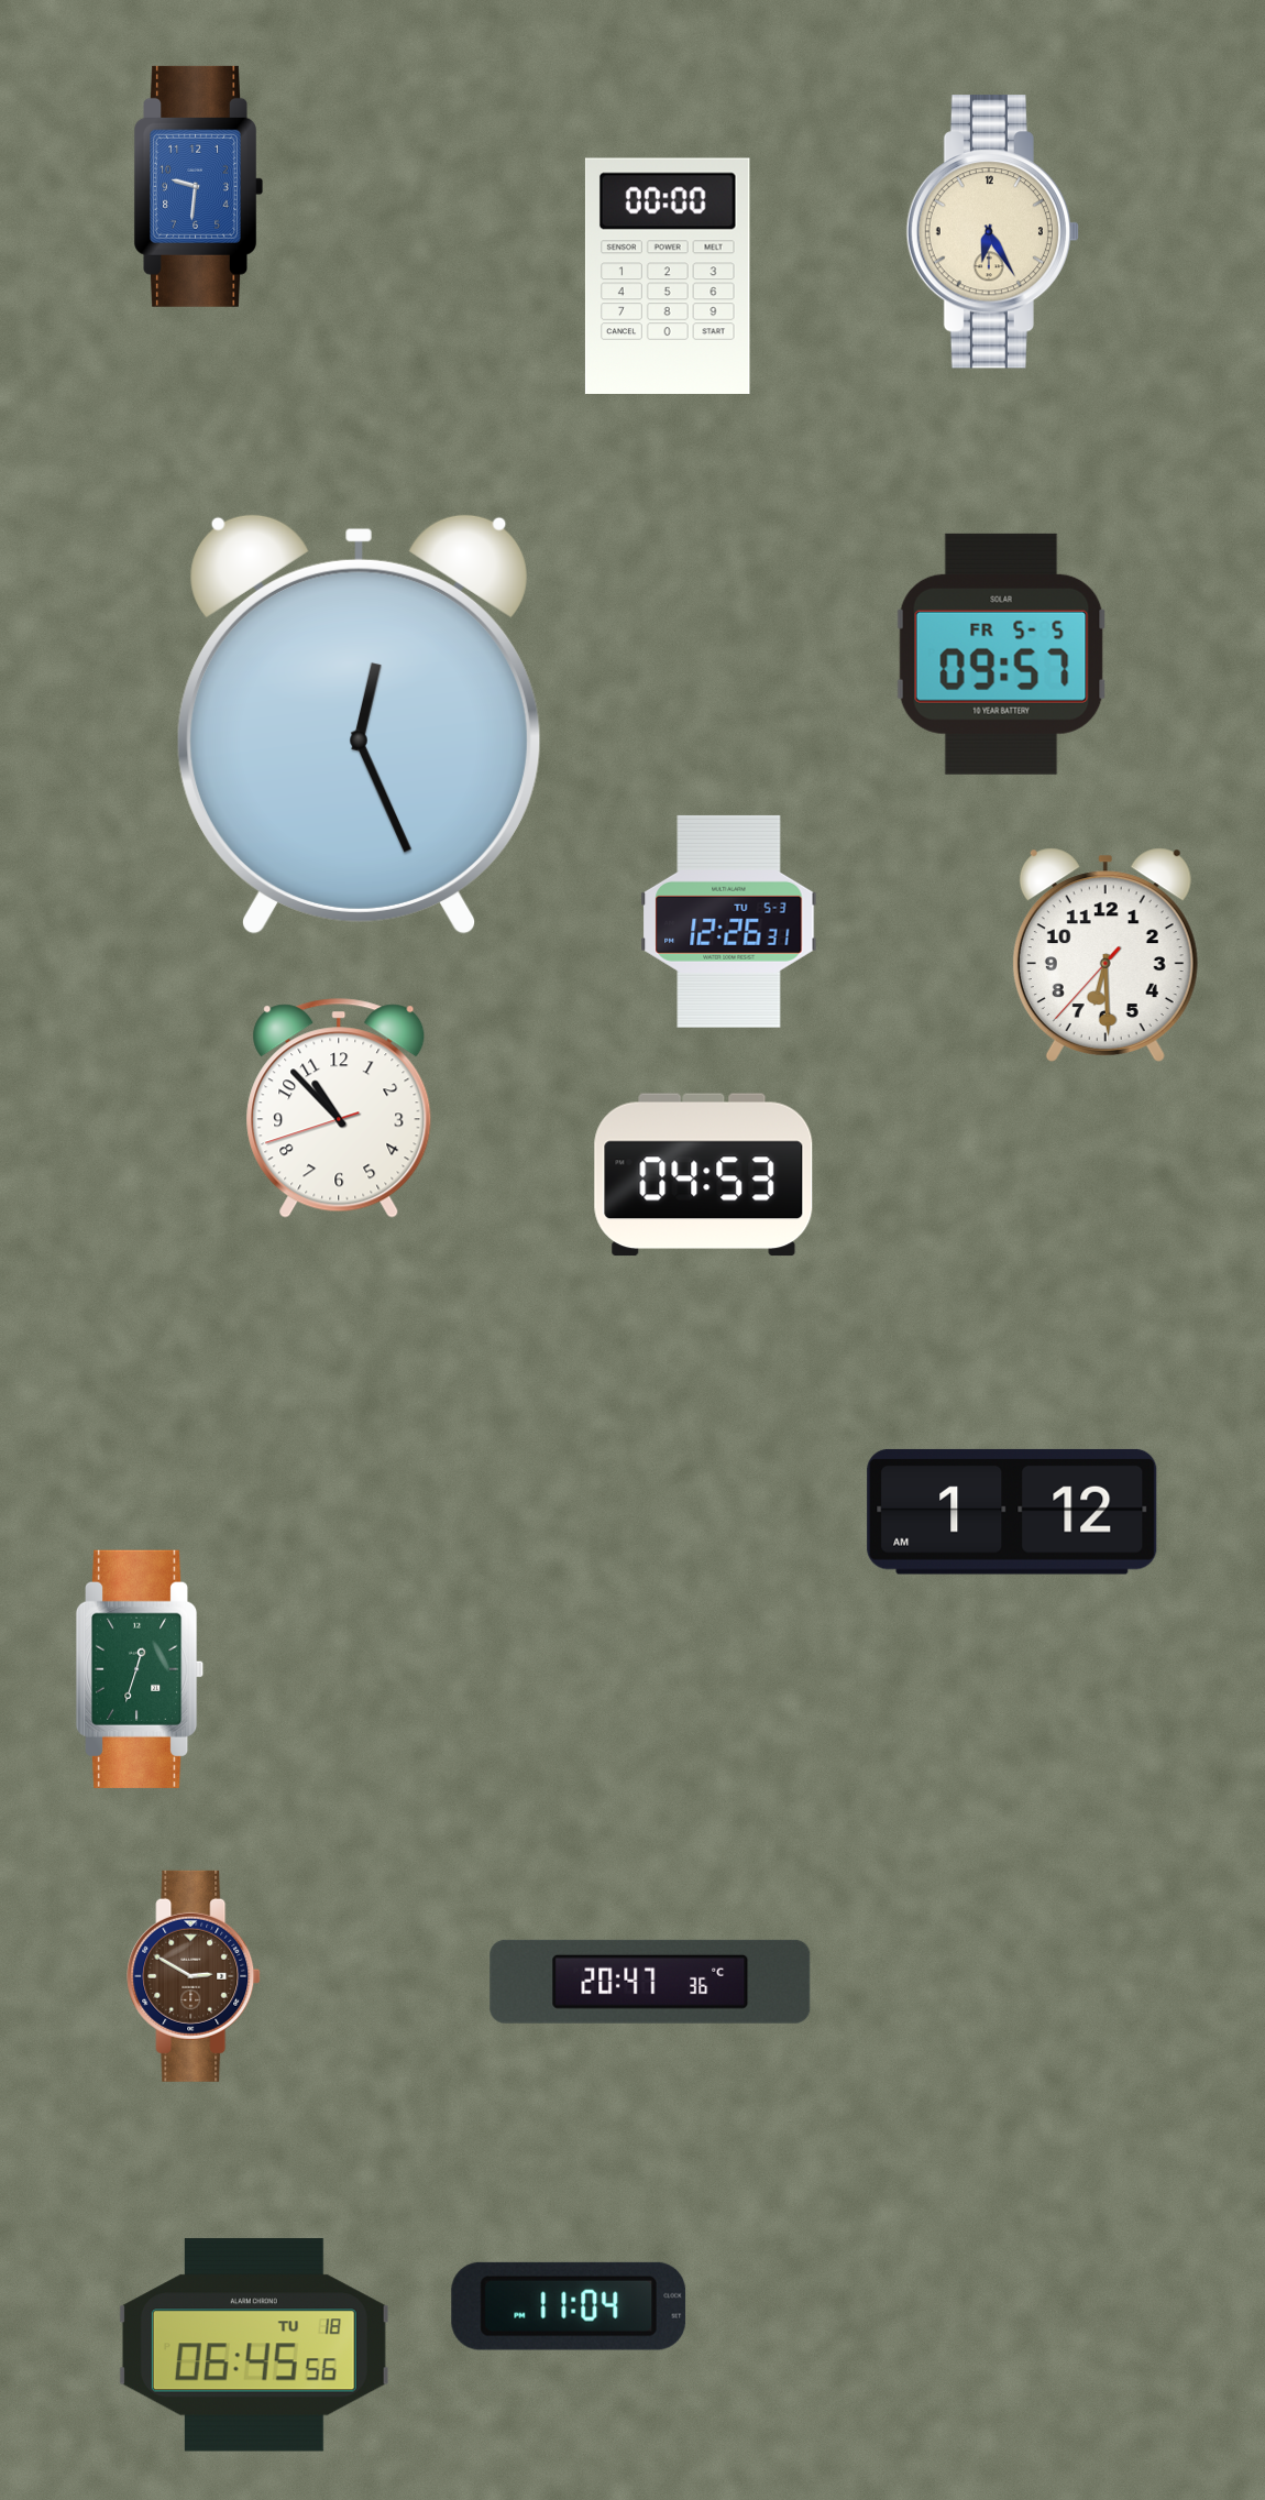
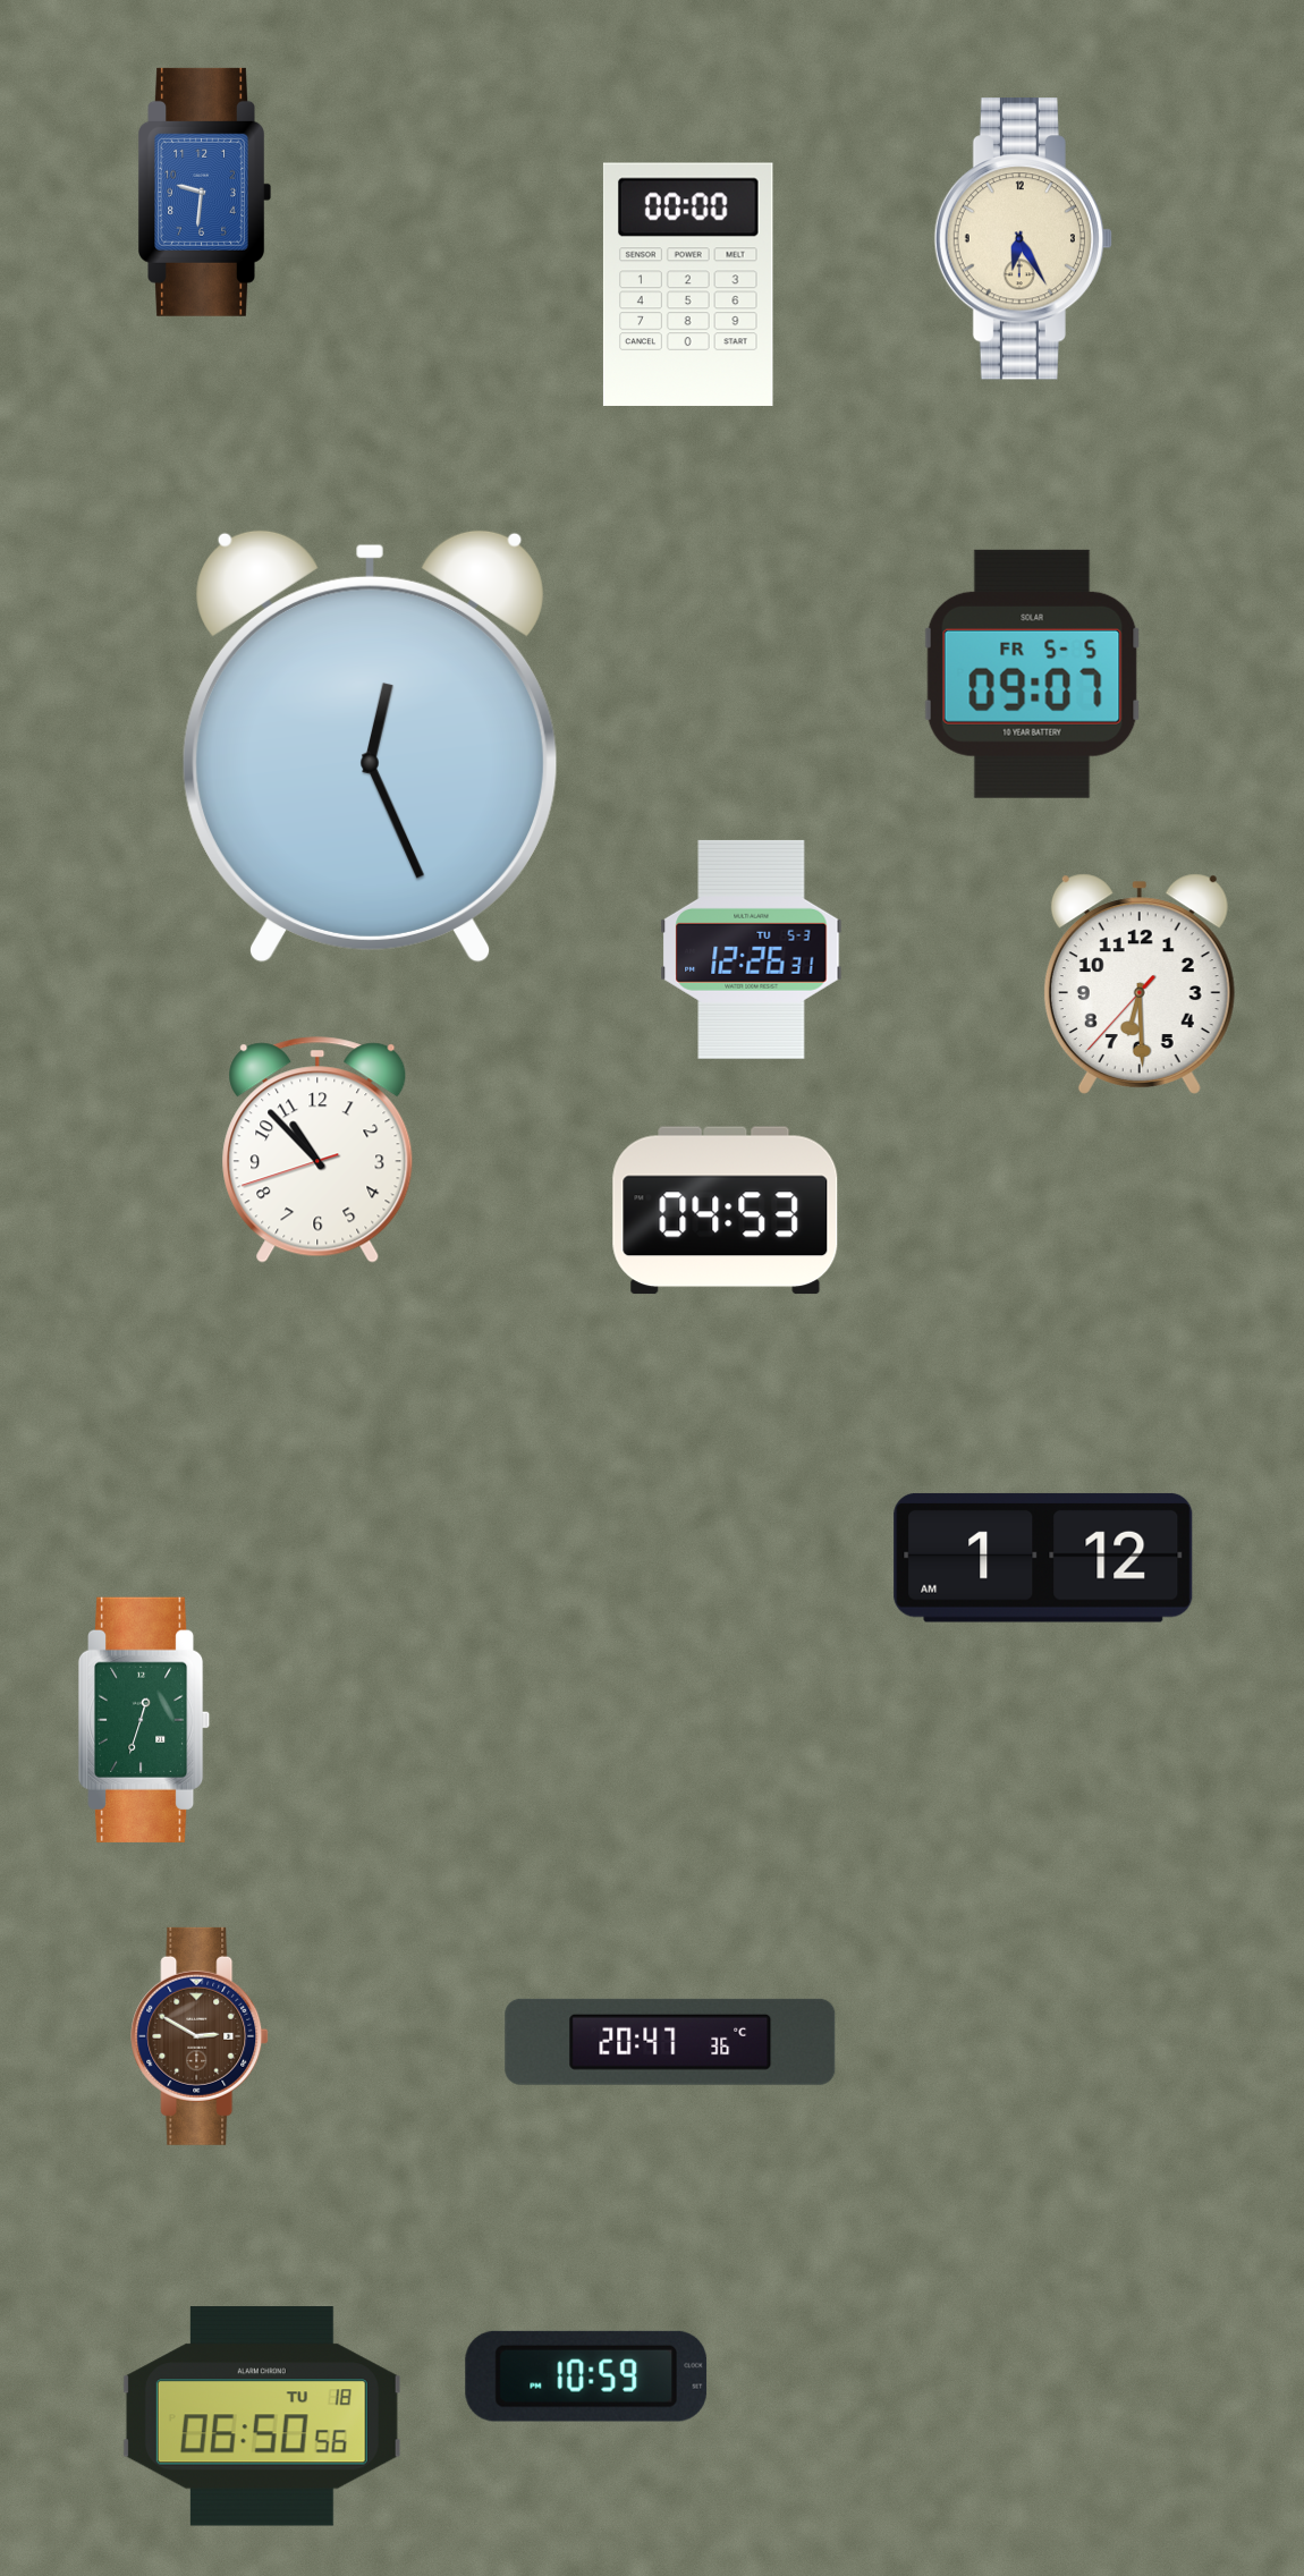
clock at (1002, 654): 09:57 -> 09:07
clock at (339, 1108) position: (339, 1108) -> (317, 1150)
clock at (569, 2306): 11:04 -> 10:59
clock at (254, 2345): 06:45 -> 06:50
